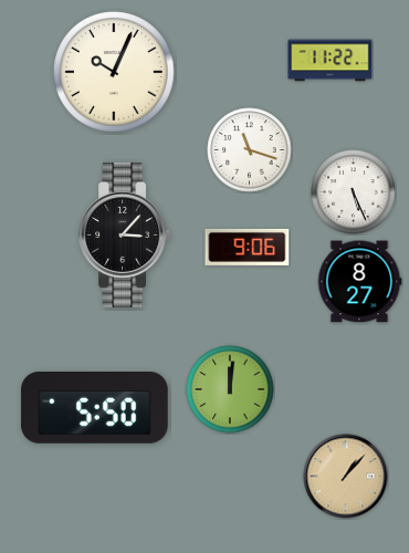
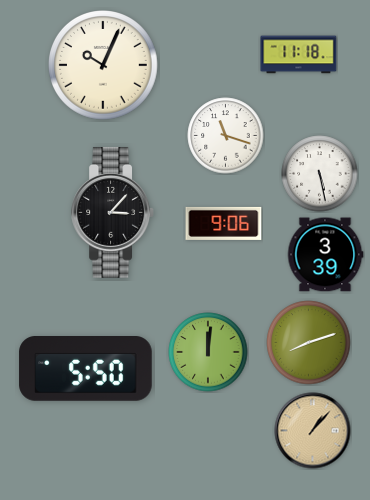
clock at (331, 61): 11:22 -> 11:18
clock at (354, 192): 5:26 -> 5:28
clock at (359, 282): 8:27 -> 3:39
clock at (309, 343): none -> 8:12
